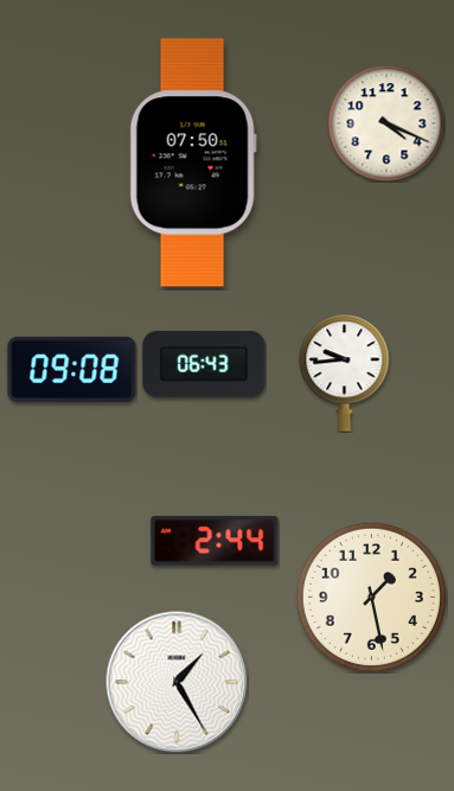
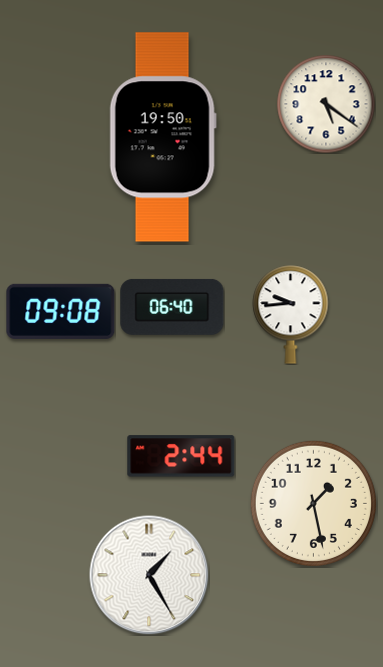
clock at (386, 123): 4:19 -> 5:21
clock at (193, 162): 07:50 -> 19:50
clock at (204, 364): 06:43 -> 06:40
